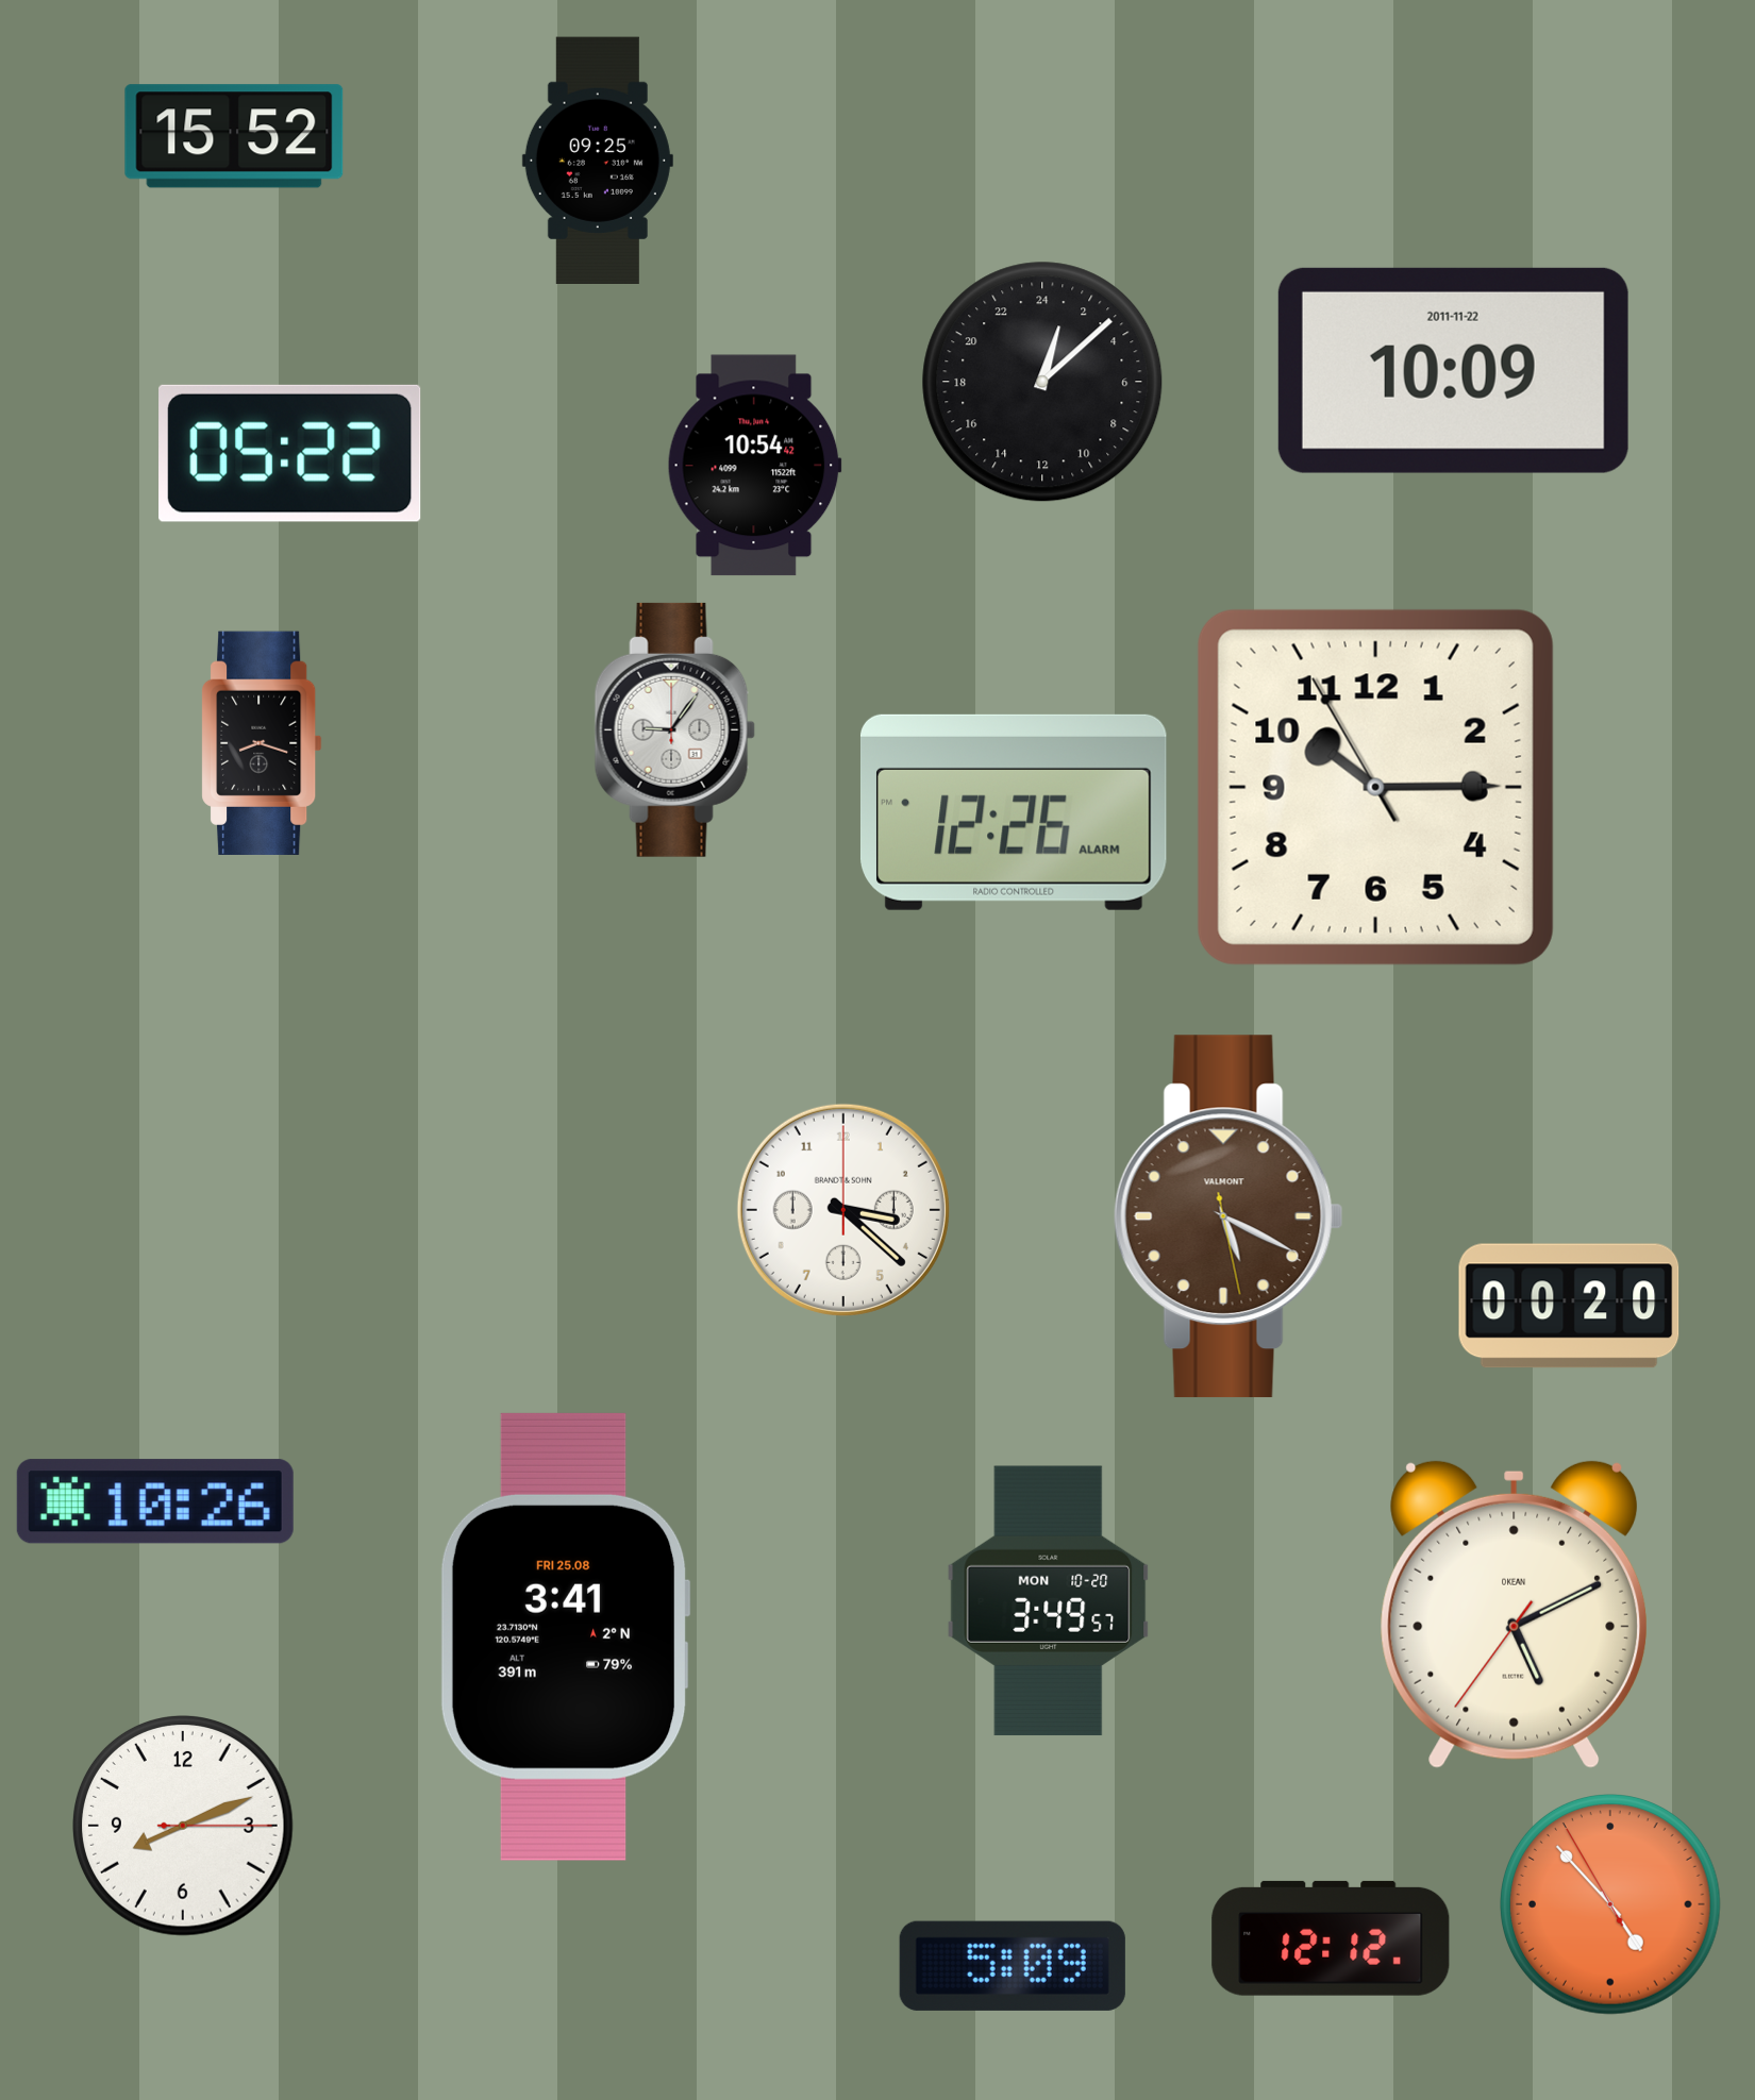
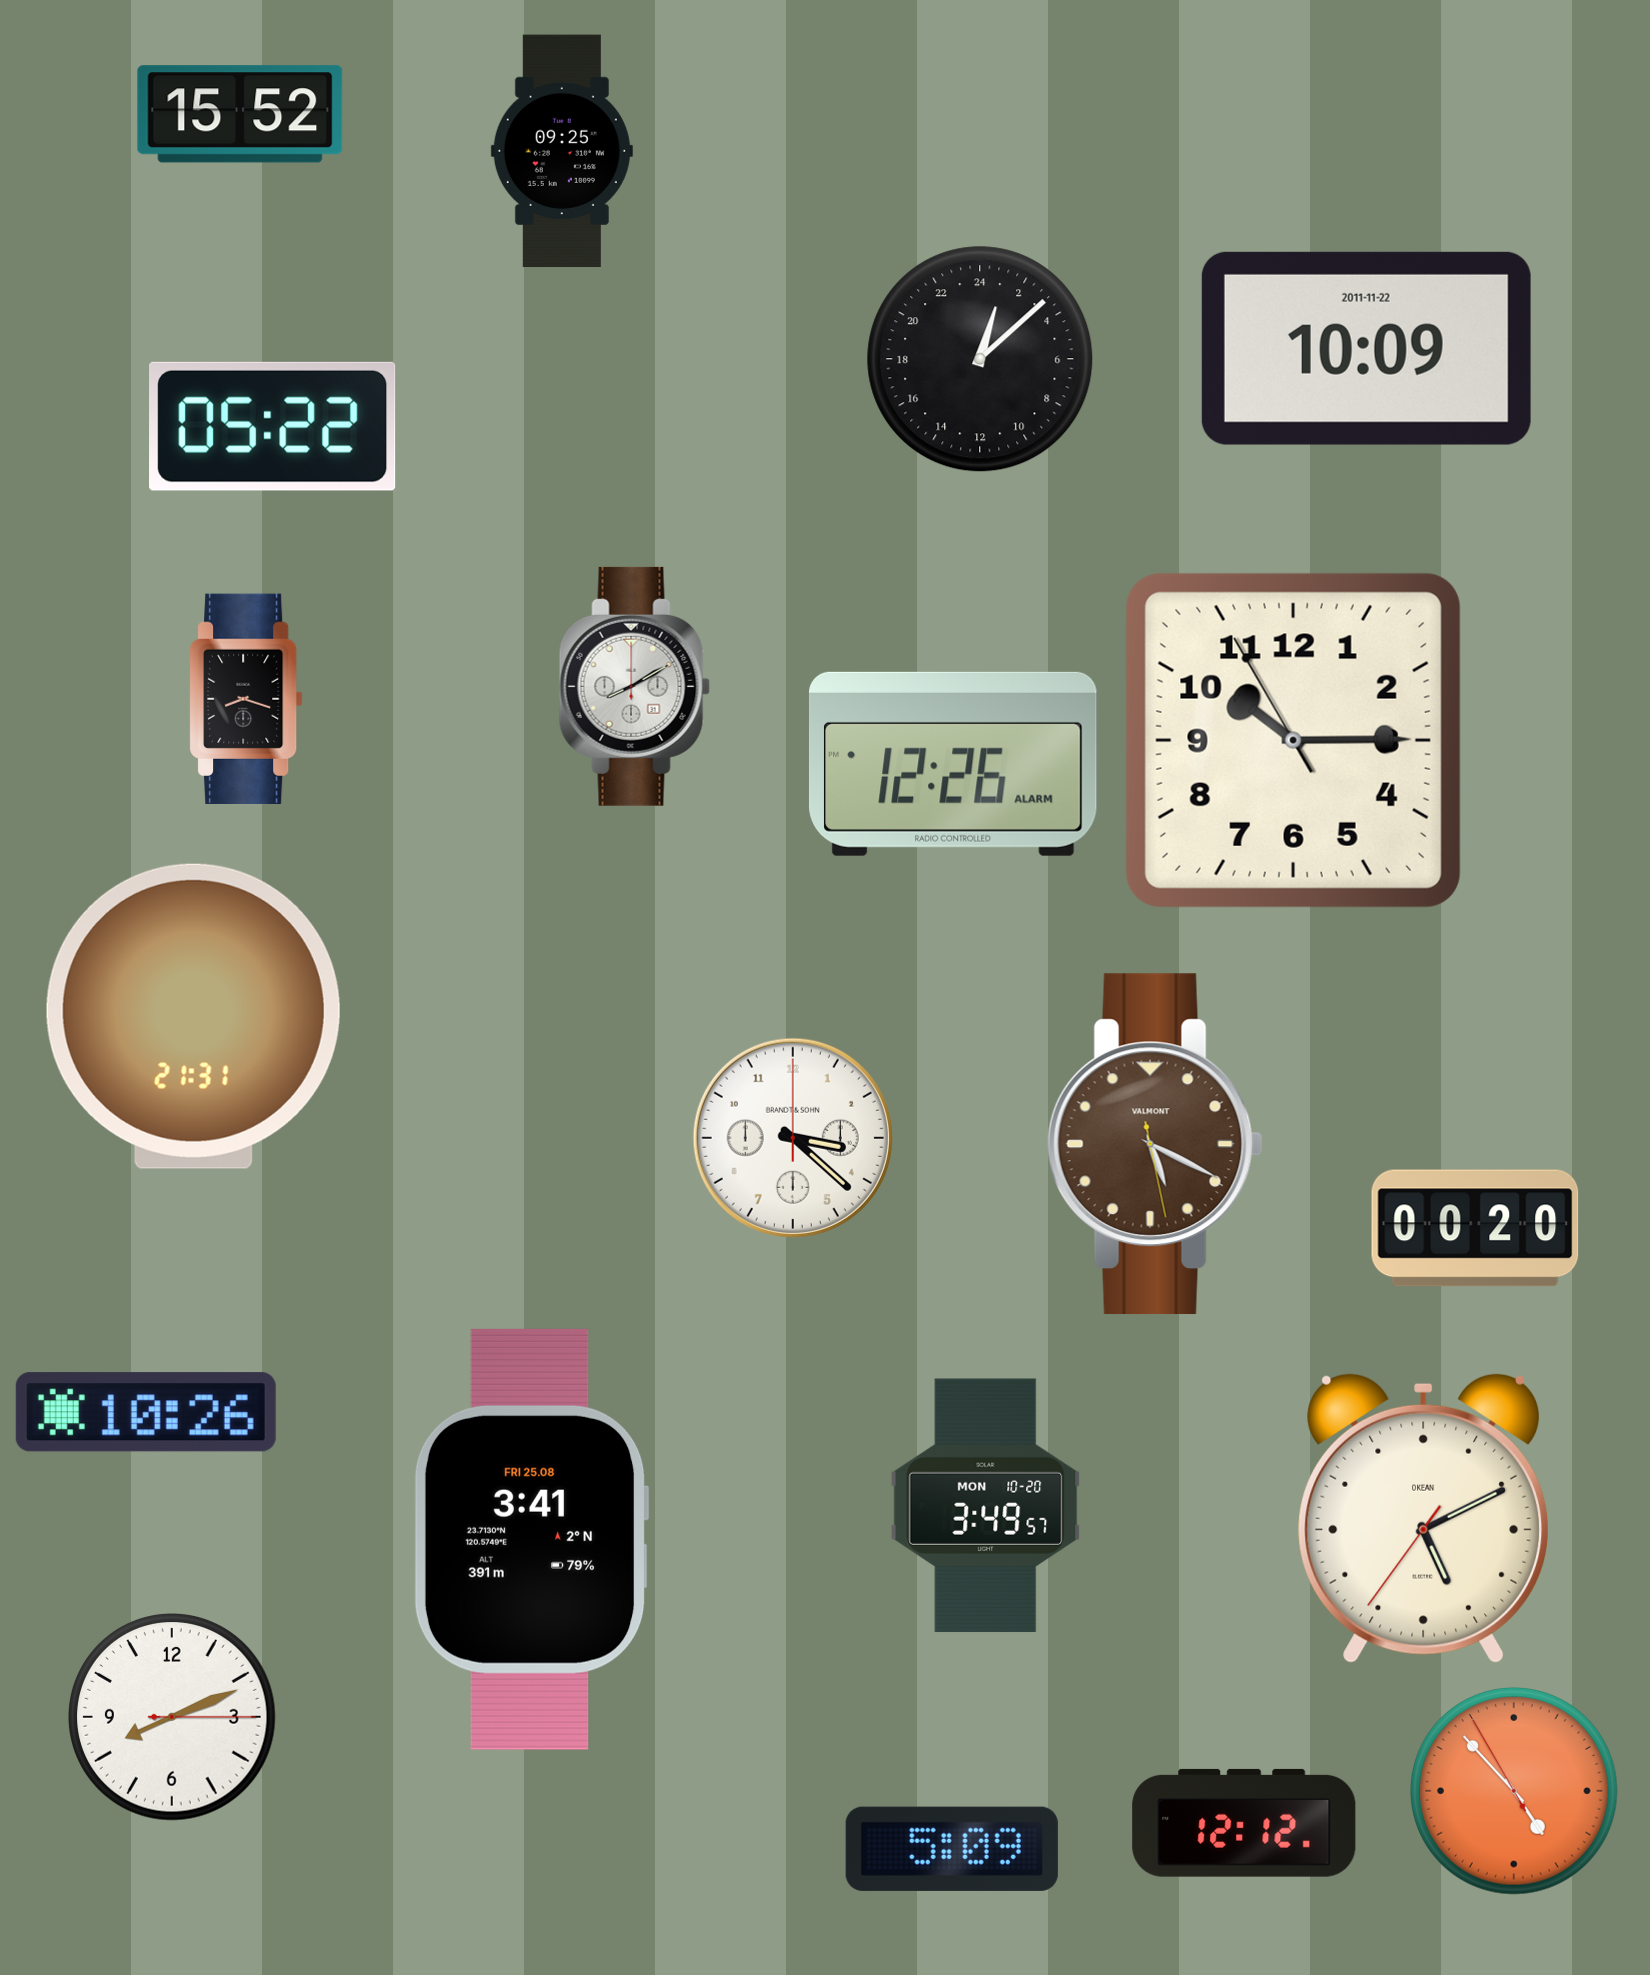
clock at (234, 136) position: (234, 136) -> (240, 114)
clock at (754, 466): 10:54 -> none
clock at (674, 729): 9:06 -> 8:10
clock at (193, 1016): none -> 21:31
clock at (1331, 1938) position: (1331, 1938) -> (1244, 1823)
